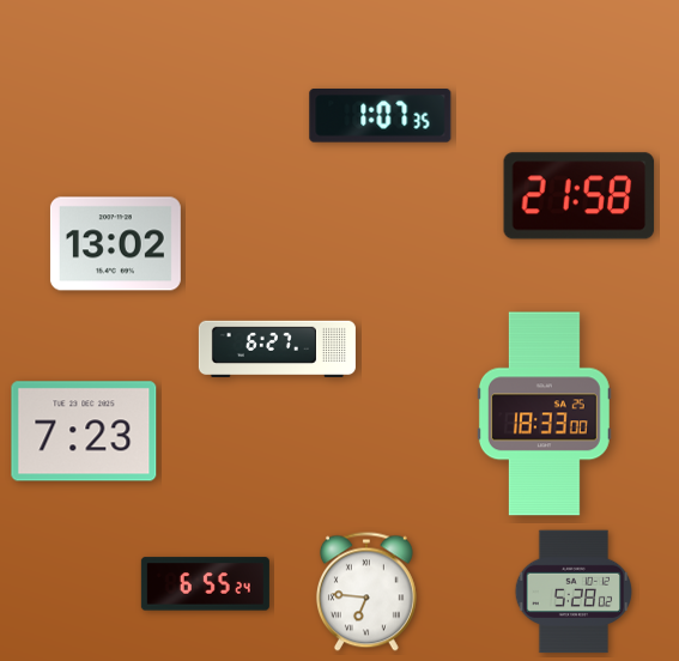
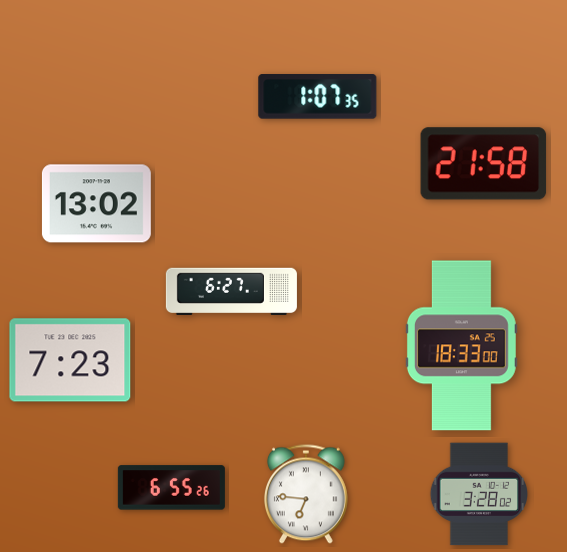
clock at (544, 414) position: (544, 414) -> (461, 346)
clock at (205, 584): 6:55:24 -> 6:55:26
clock at (574, 592): 5:28 -> 3:28
